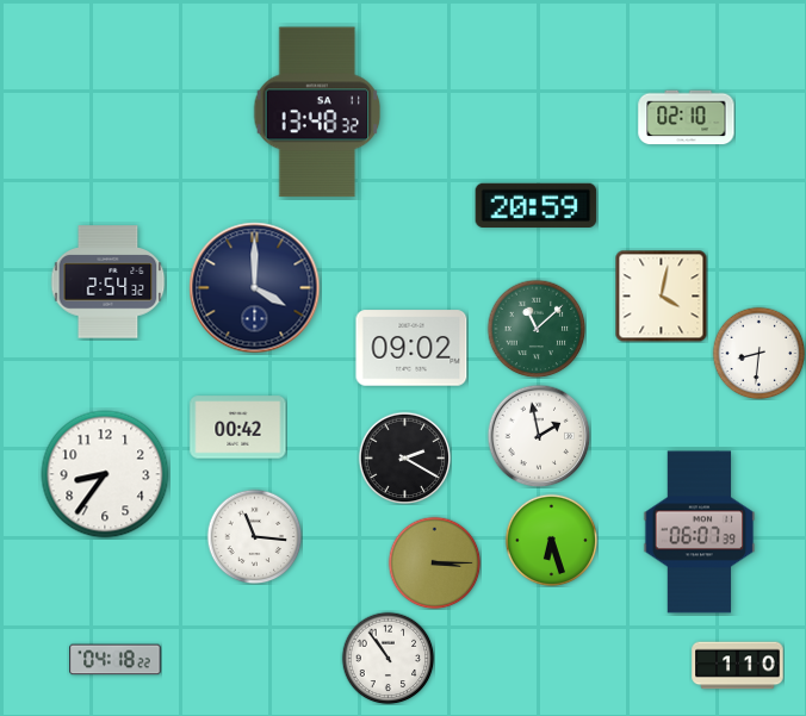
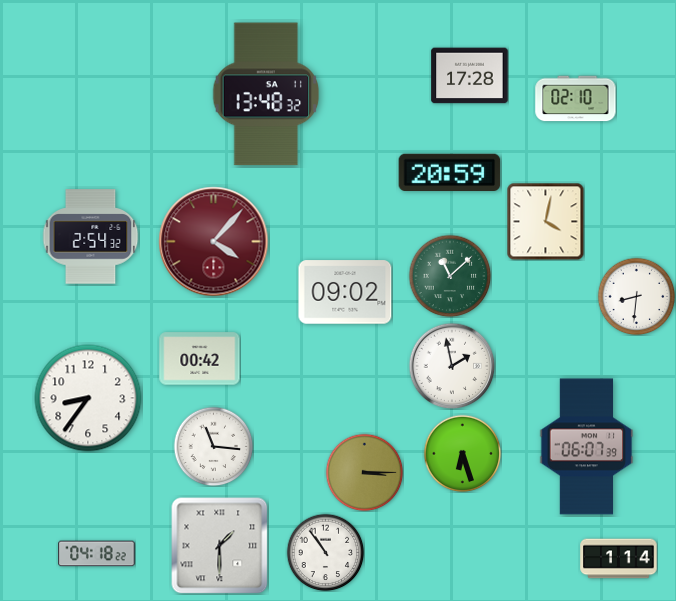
clock at (470, 76): none -> 17:28
clock at (255, 288): 4:00 -> 4:07
clock at (255, 288) dial: navy -> burgundy
clock at (661, 295) position: (661, 295) -> (545, 221)
clock at (404, 457): 2:20 -> none
clock at (254, 536) position: (254, 536) -> (213, 446)
clock at (220, 546): none -> 1:30
clock at (738, 666): 1:10 -> 1:14
